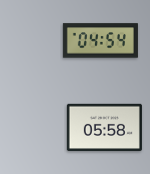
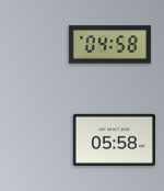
clock at (100, 41): 04:54 -> 04:58
